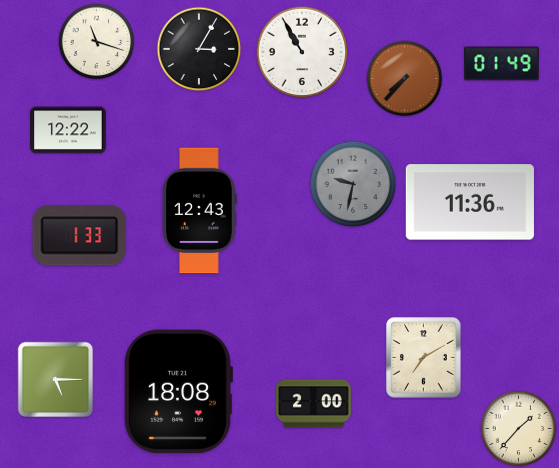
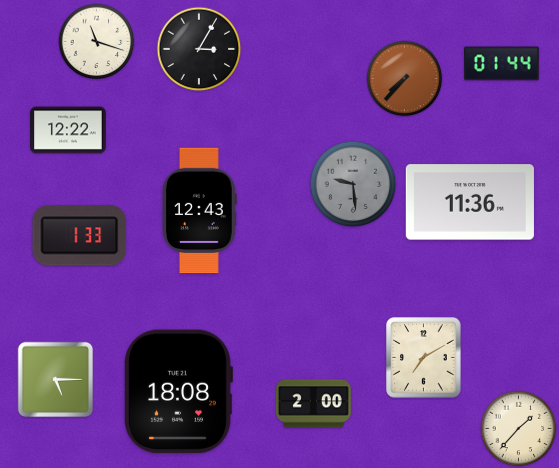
clock at (302, 52): 10:55 -> none
clock at (502, 64): 01:49 -> 01:44
clock at (353, 184): 9:32 -> 9:29
